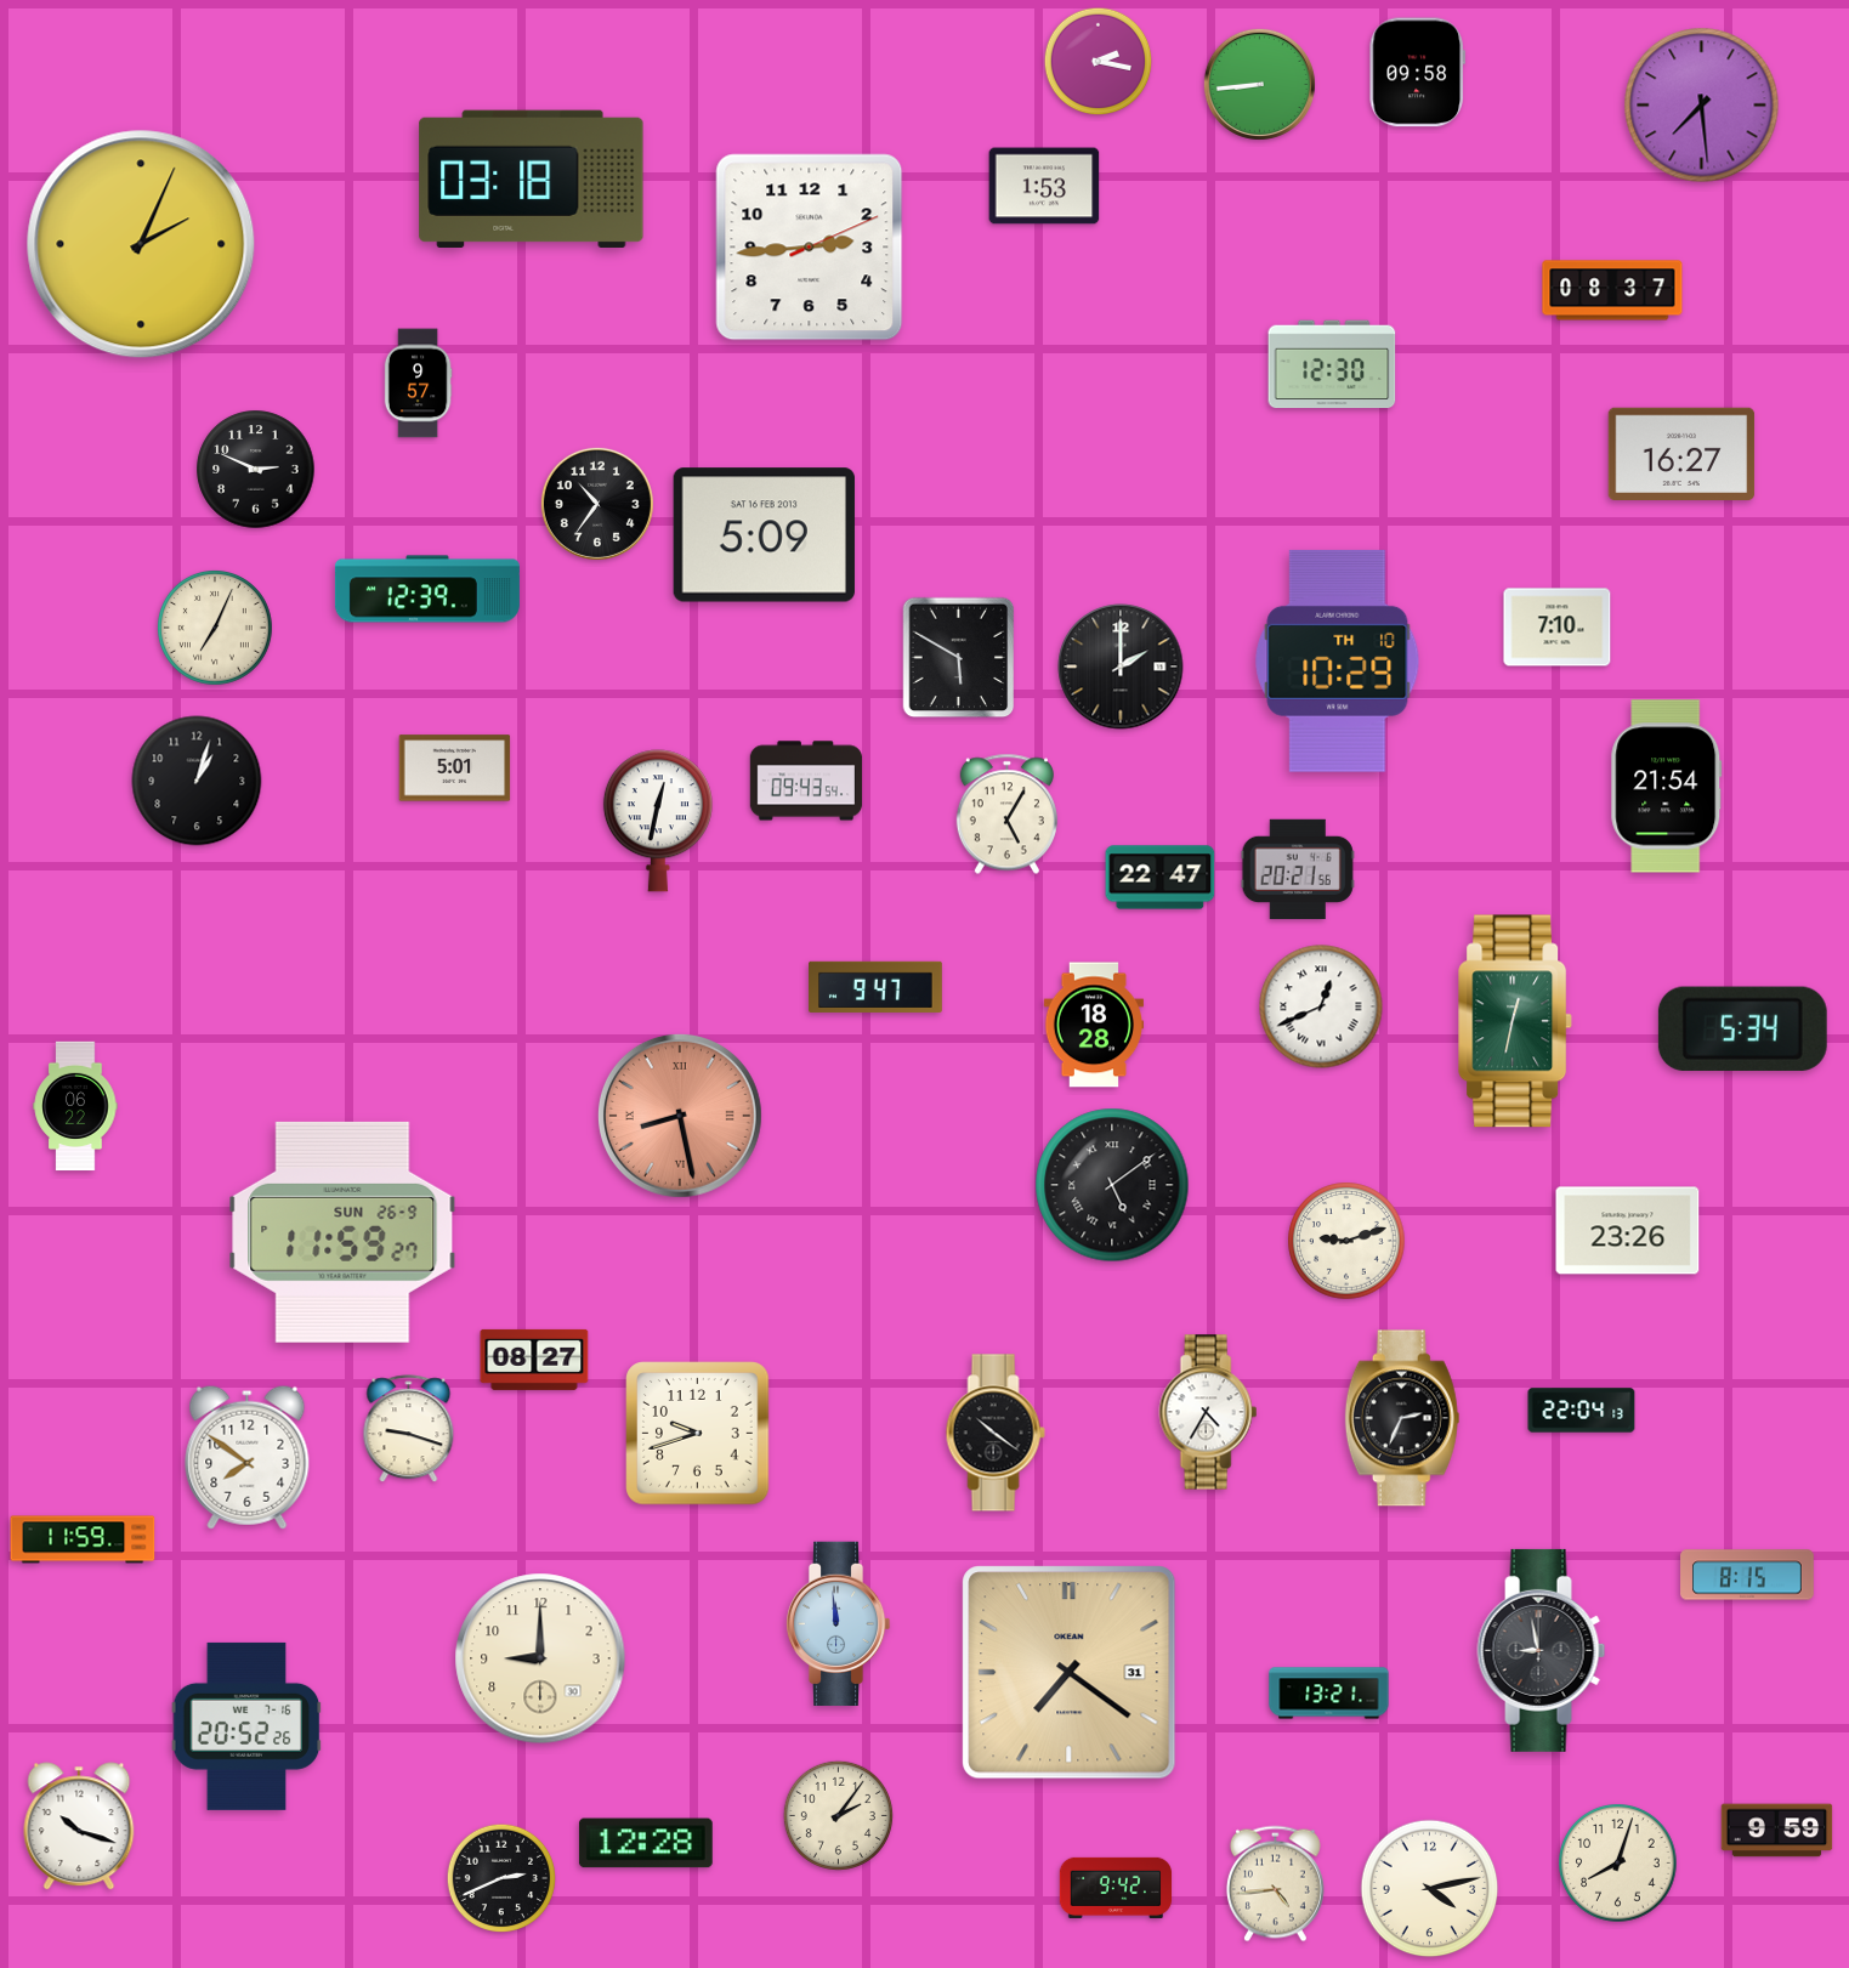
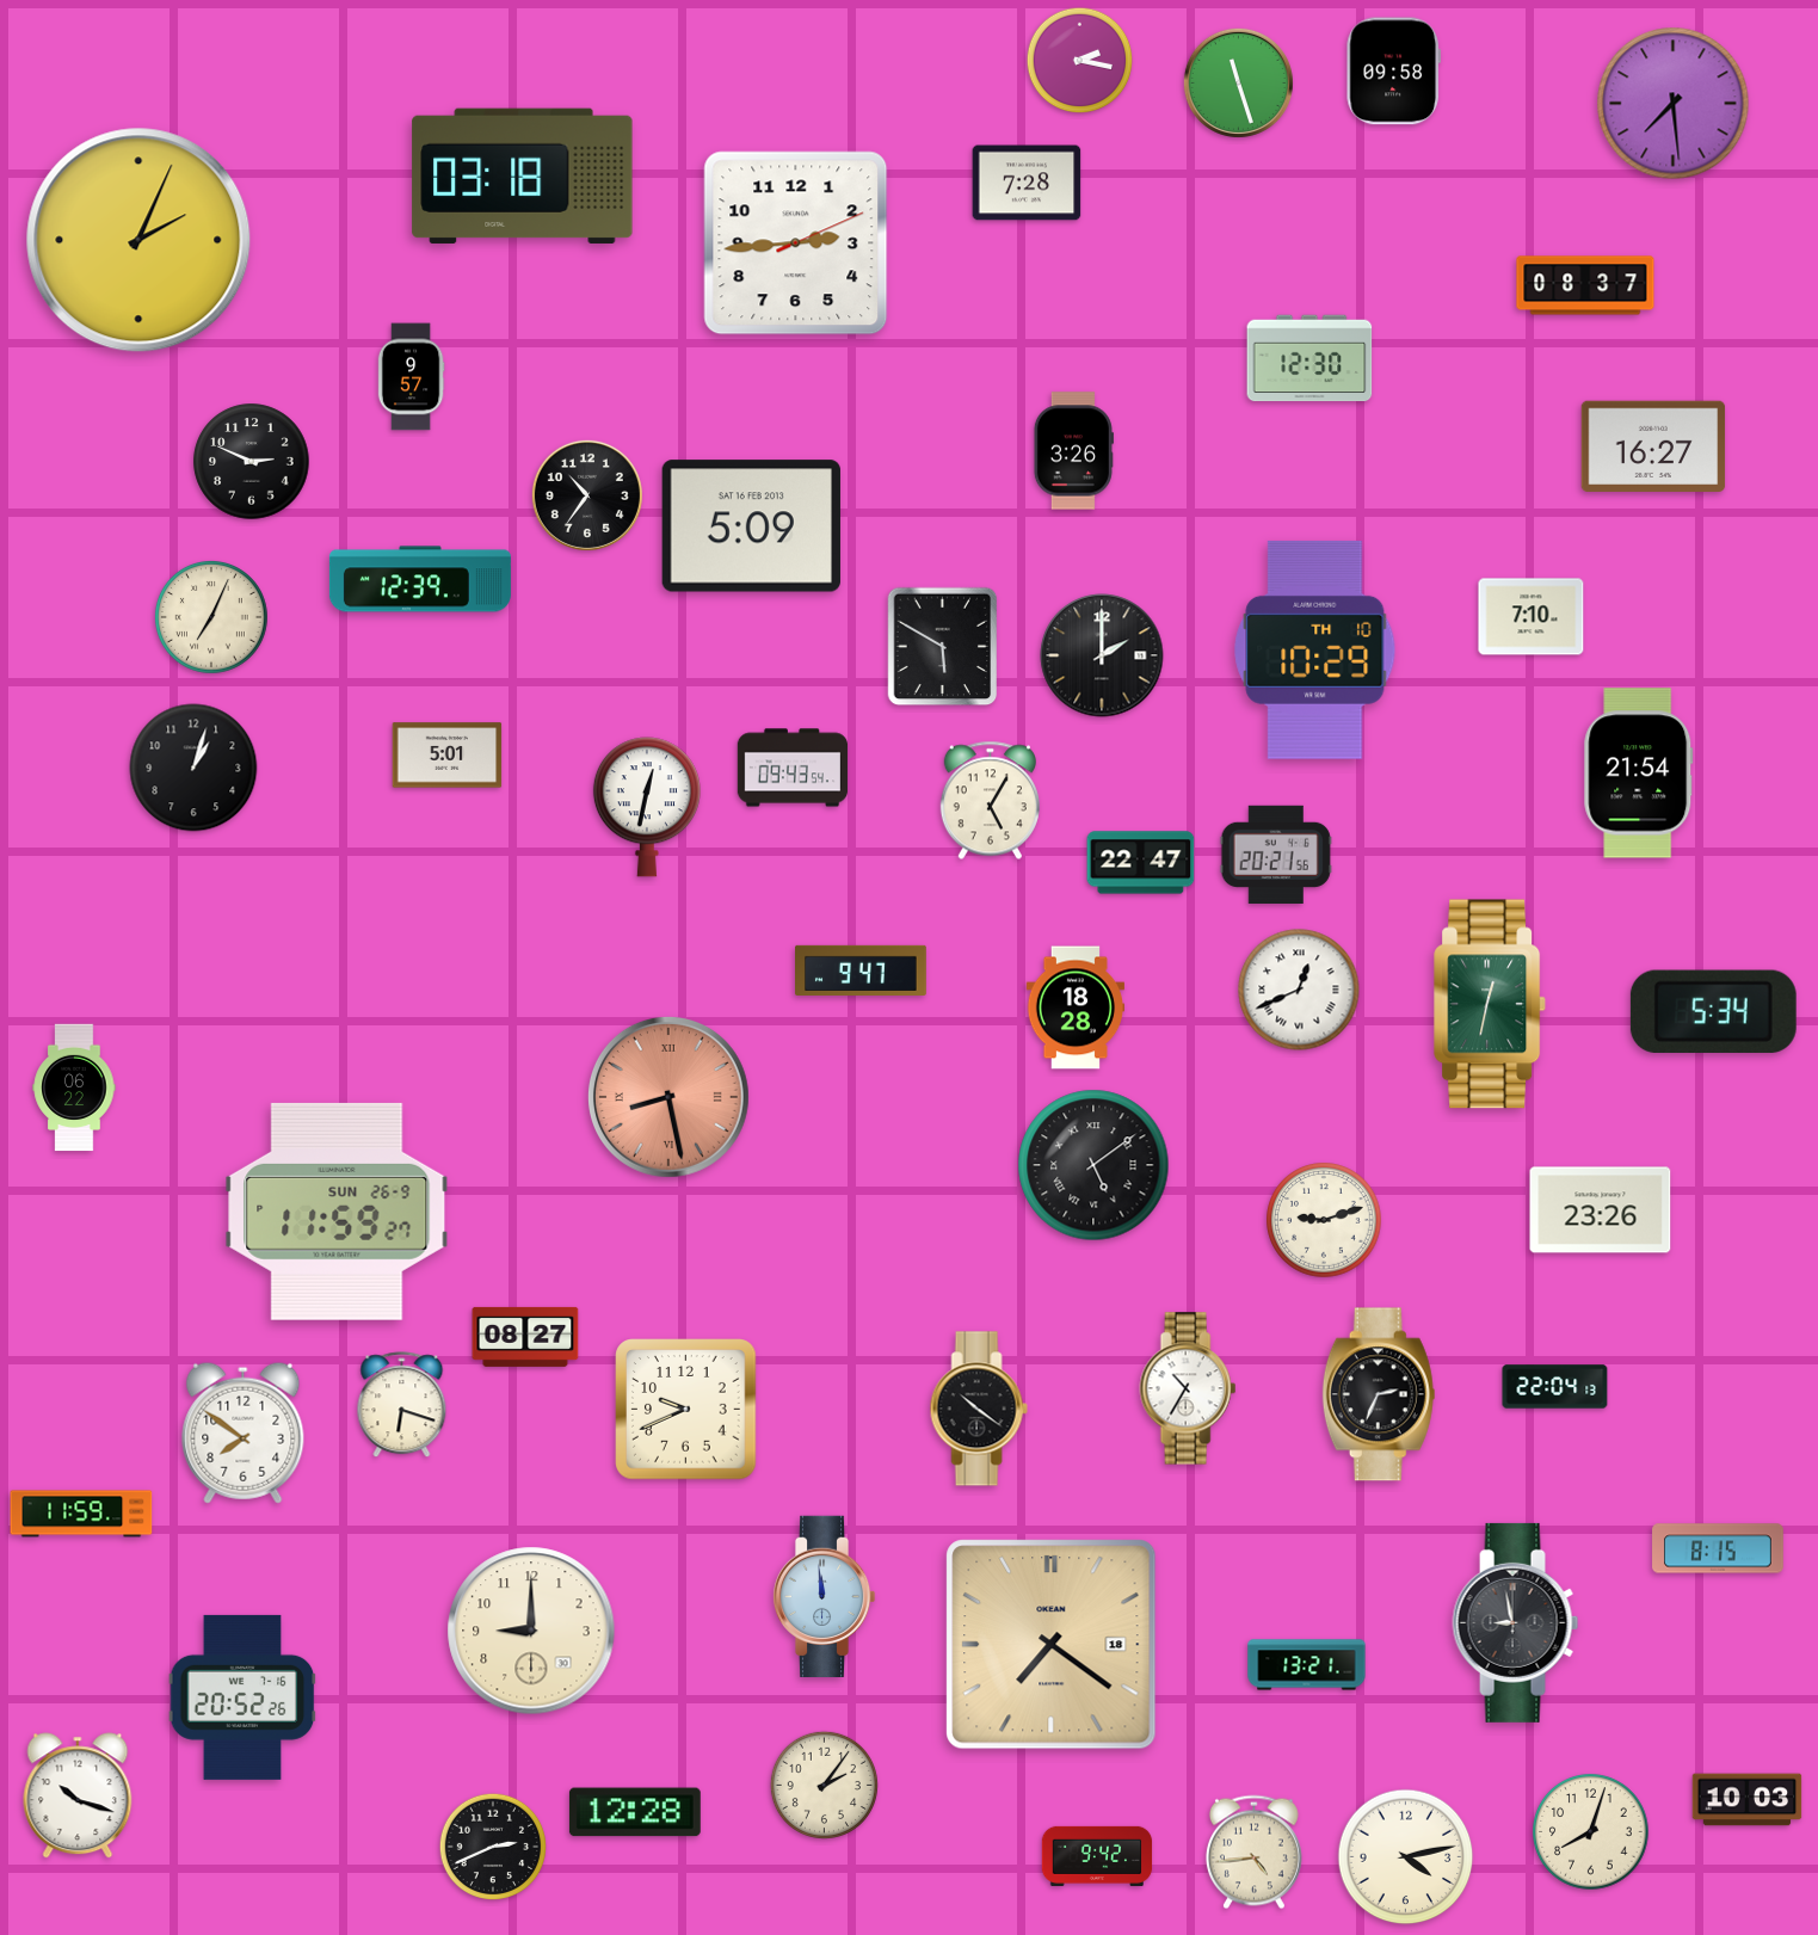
clock at (1259, 84): 8:44 -> 11:27
clock at (1044, 186): 1:53 -> 7:28
clock at (1073, 451): none -> 3:26
clock at (1208, 1412): 4:35 -> 10:35
clock at (409, 1429): 9:18 -> 6:18
clock at (698, 1434): 9:42 -> 9:41
clock at (1070, 1673) date: 31 -> 18
clock at (1777, 1831): 9:59 -> 10:03
